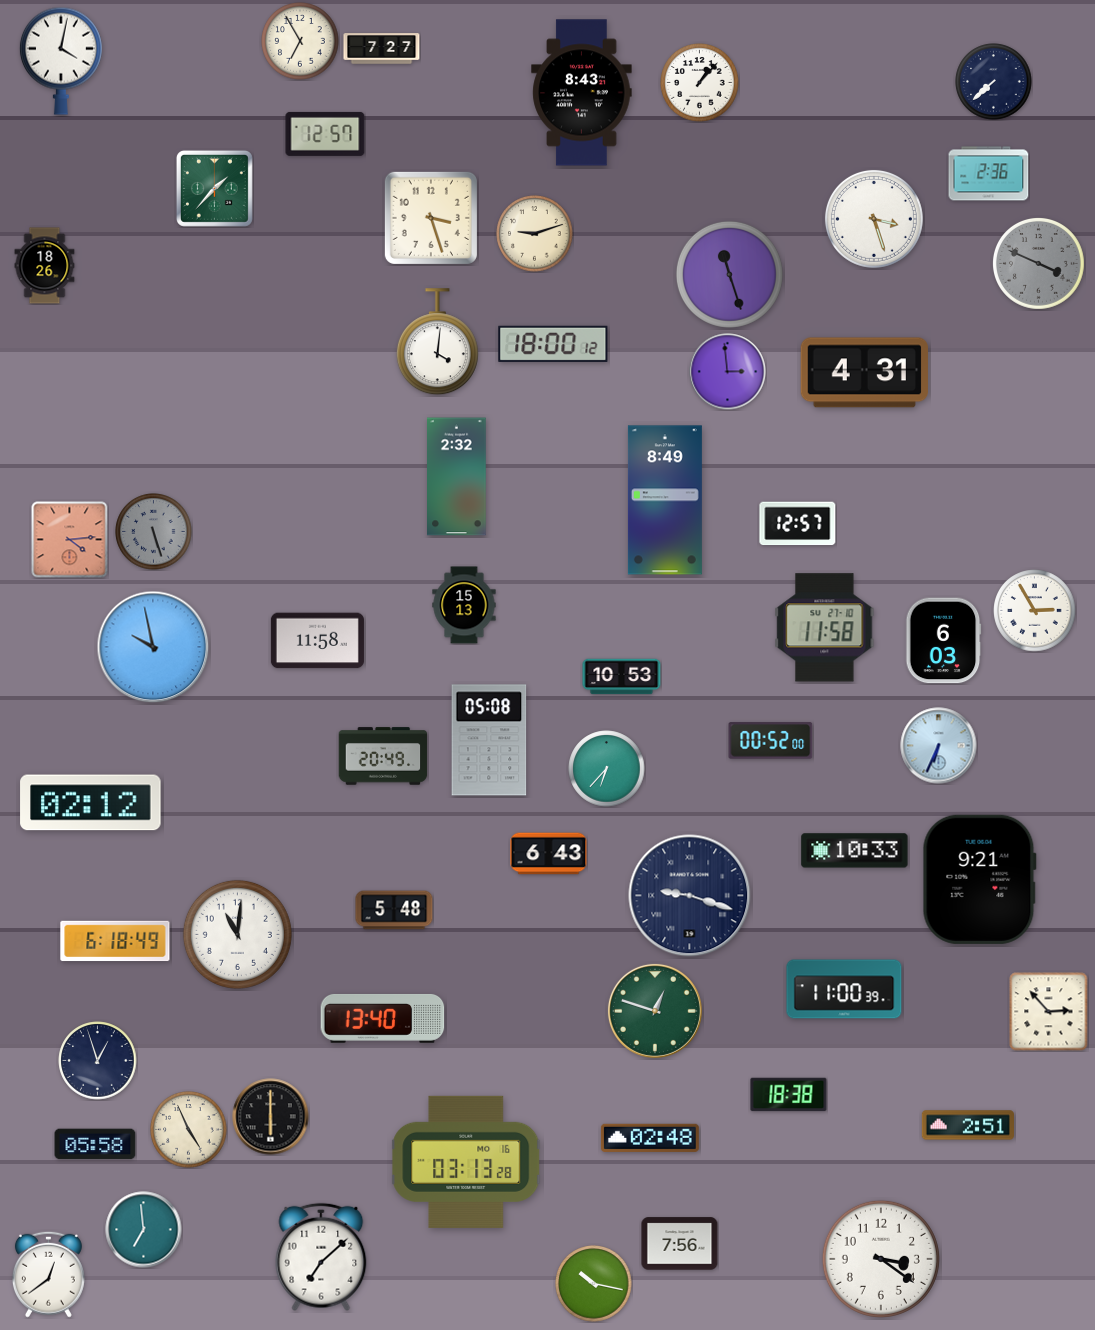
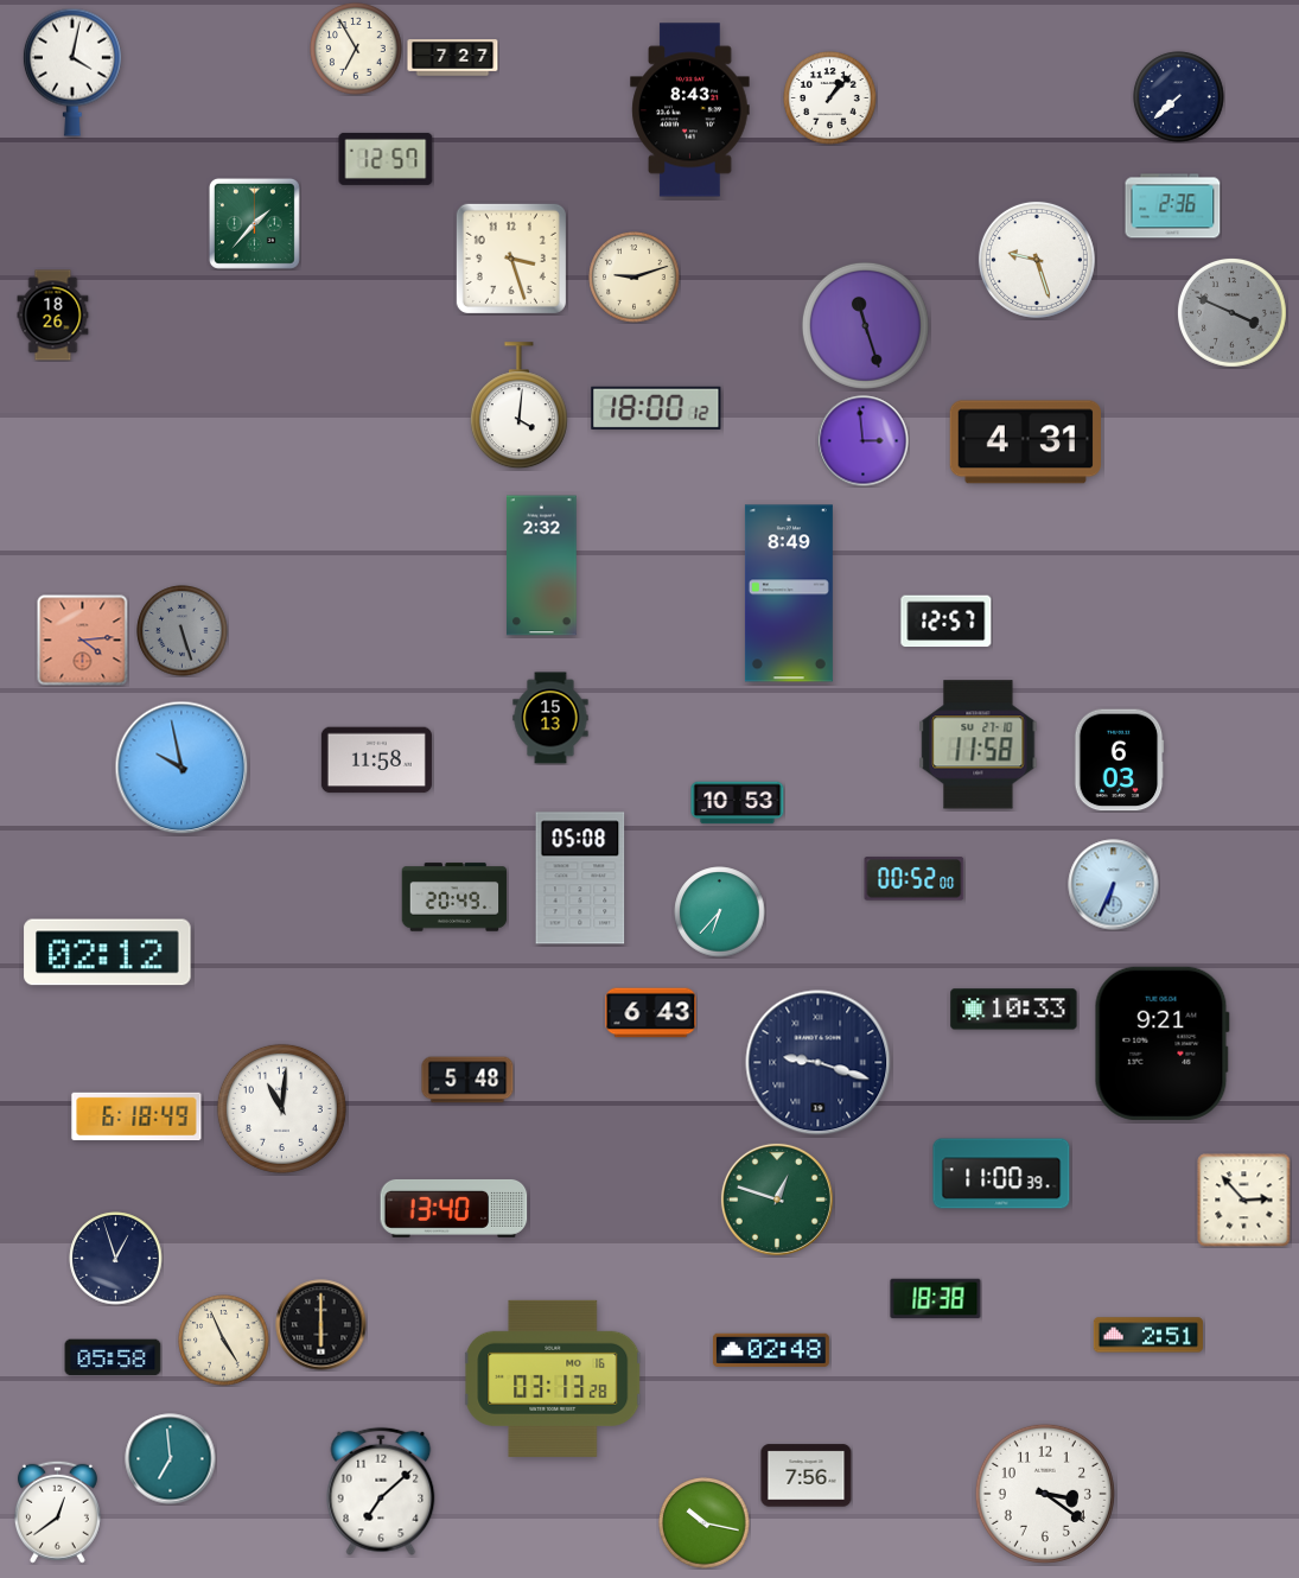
clock at (874, 219): 3:27 -> 9:27
clock at (1035, 611): 2:55 -> none
